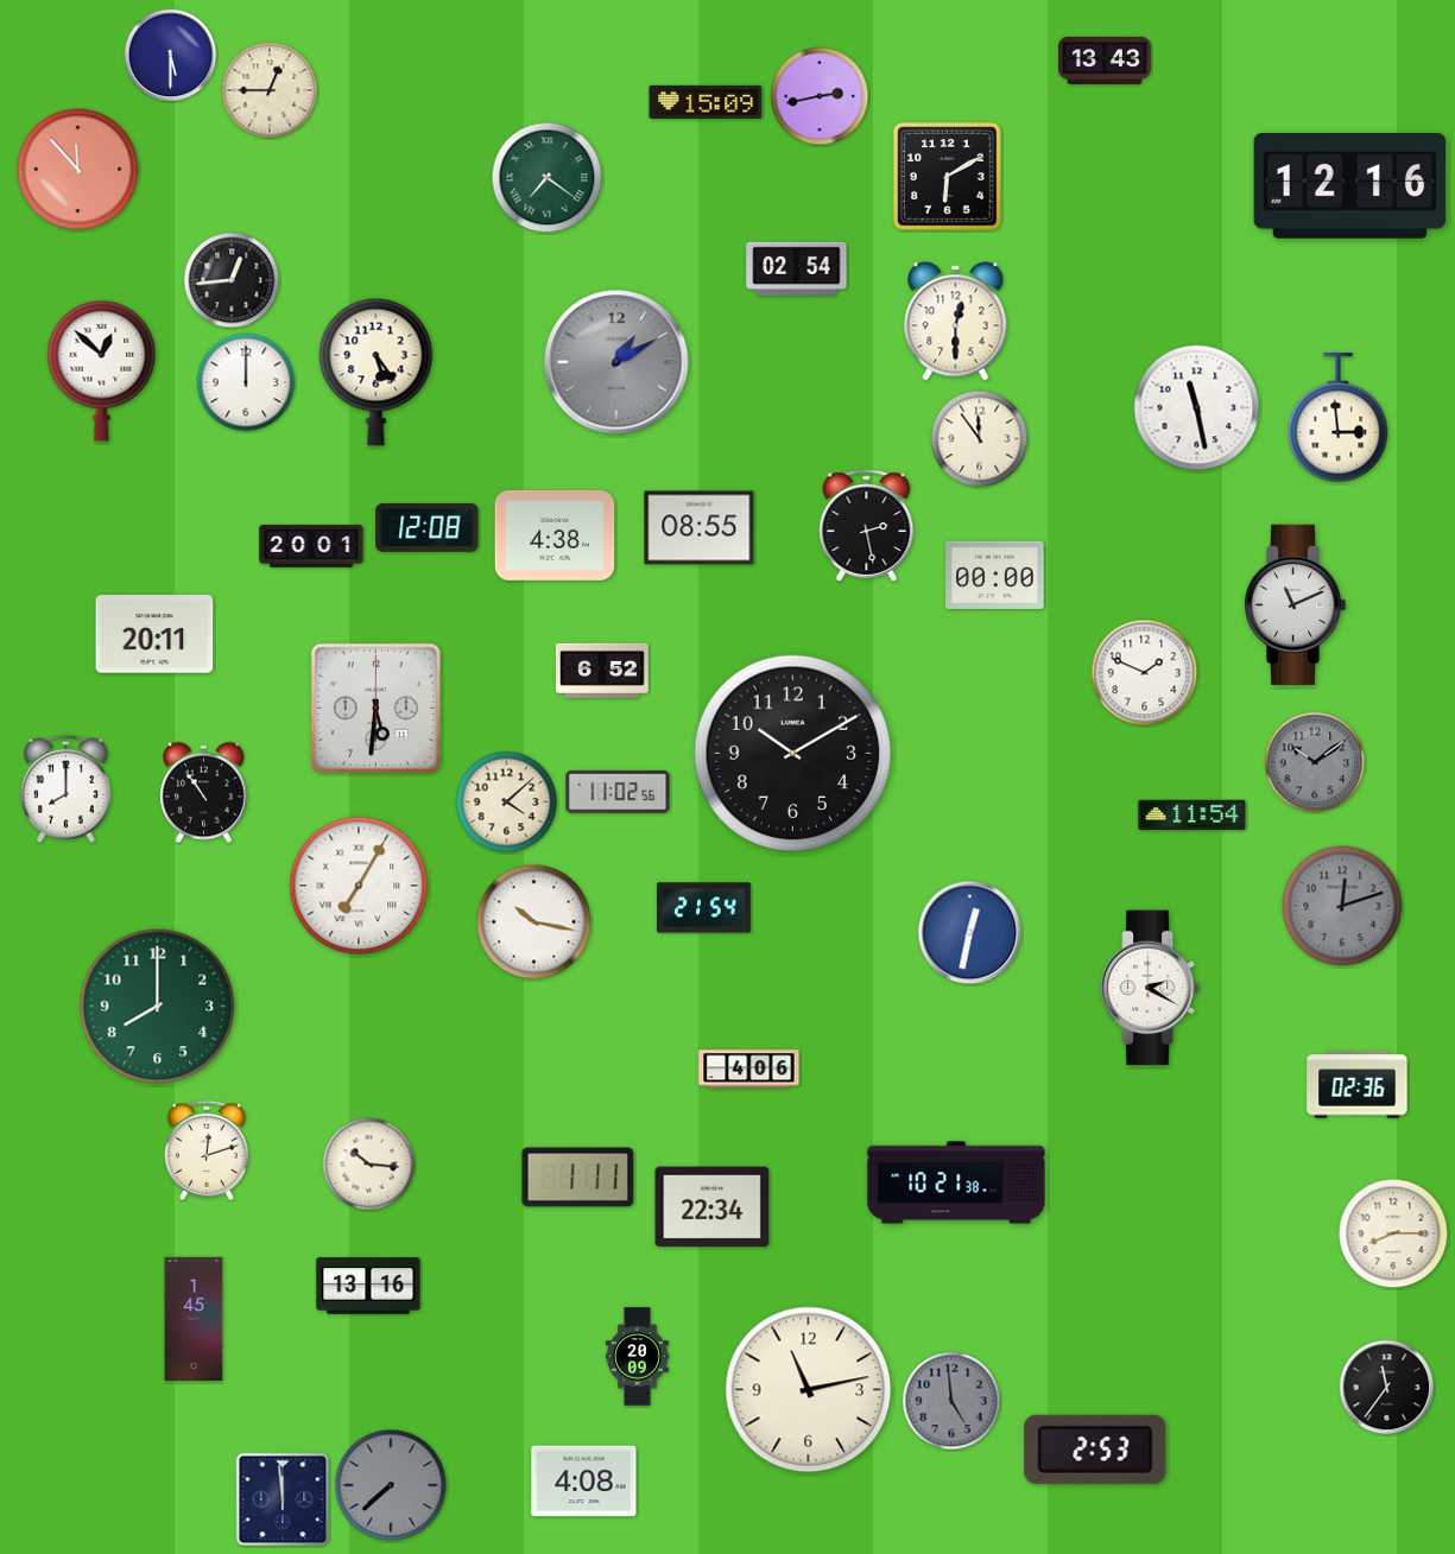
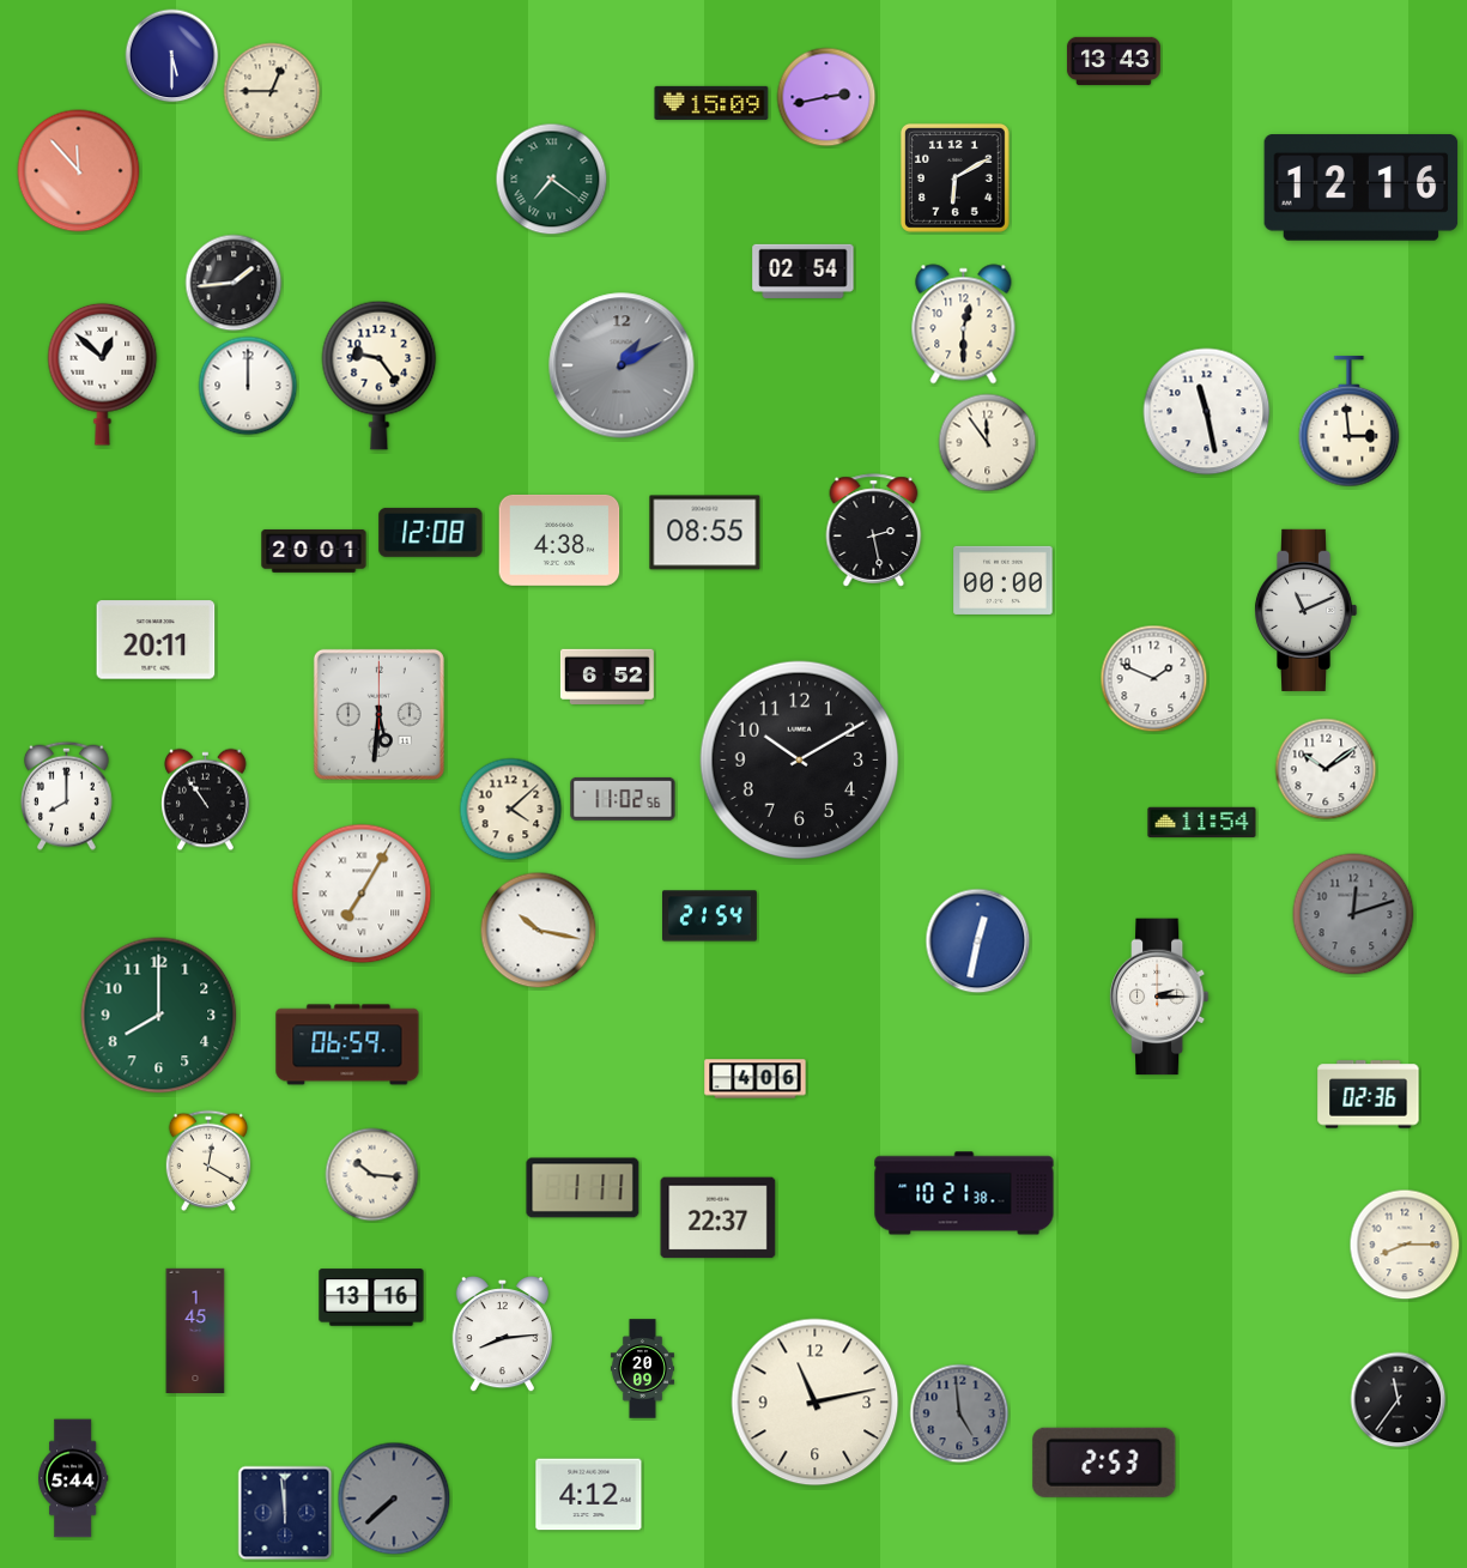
clock at (232, 280): 12:44 -> 1:44
clock at (377, 372): 5:24 -> 9:24
clock at (1315, 762) dial: grey -> white
clock at (1150, 988): 2:20 -> 2:15
clock at (347, 1045): none -> 06:59
clock at (207, 1150): 12:12 -> 12:20
clock at (713, 1207): 22:34 -> 22:37
clock at (502, 1334): none -> 8:14
clock at (74, 1478): none -> 5:44
clock at (584, 1482): 4:08 -> 4:12
